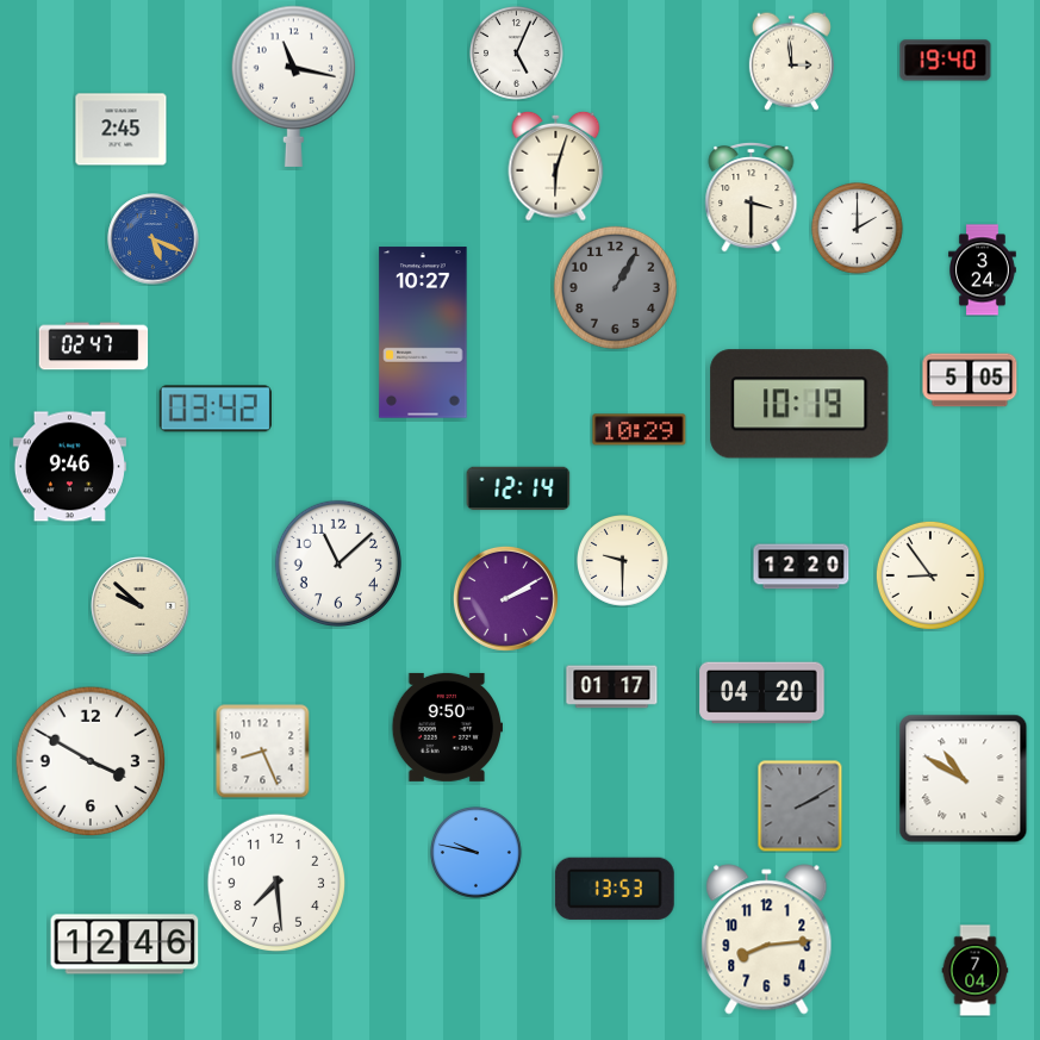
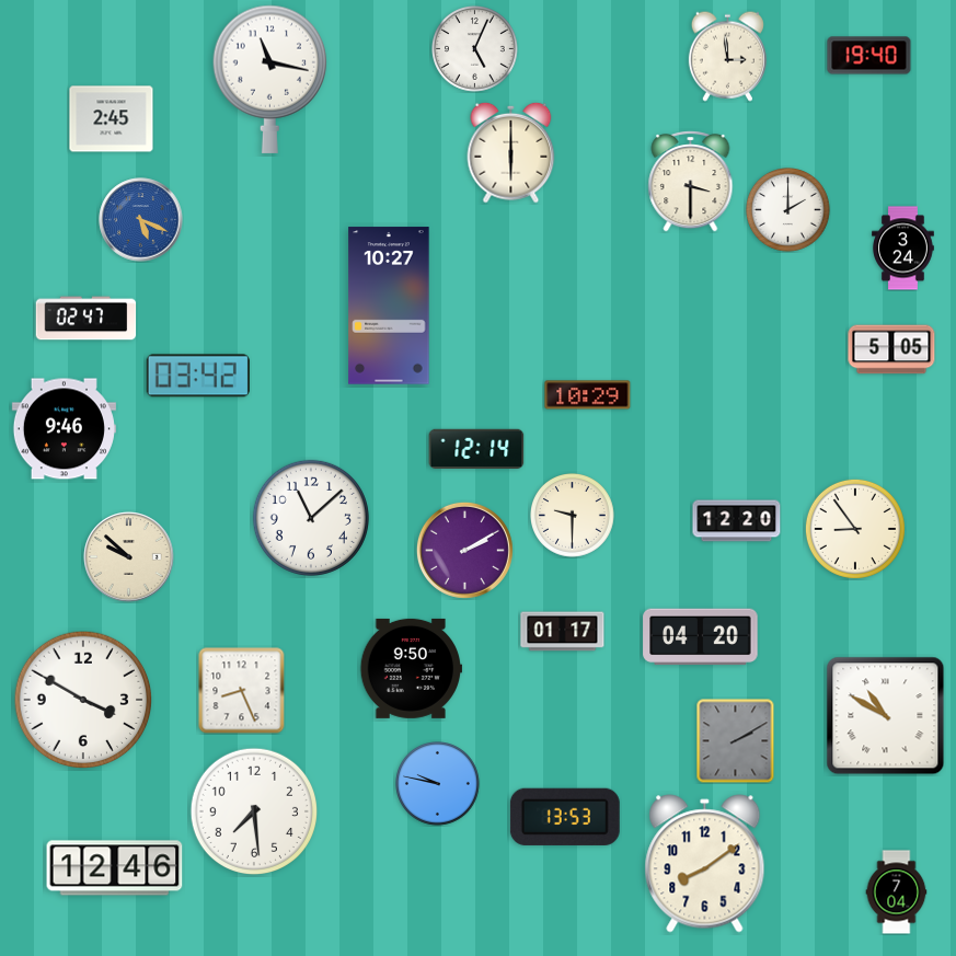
clock at (556, 166): 6:03 -> 6:00
clock at (615, 287): 1:05 -> none
clock at (799, 404): 10:19 -> none
clock at (767, 940): 8:14 -> 8:09
